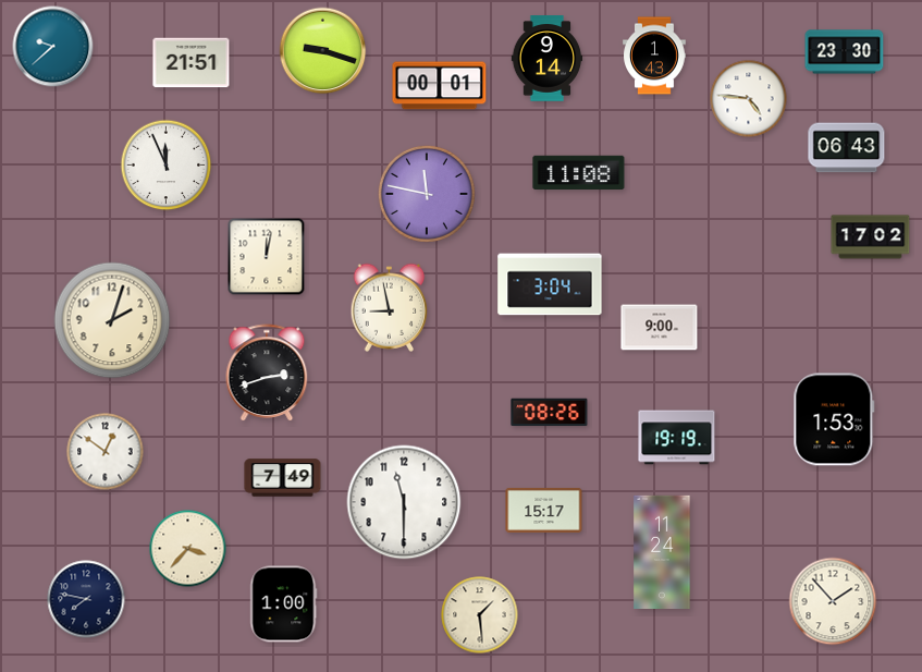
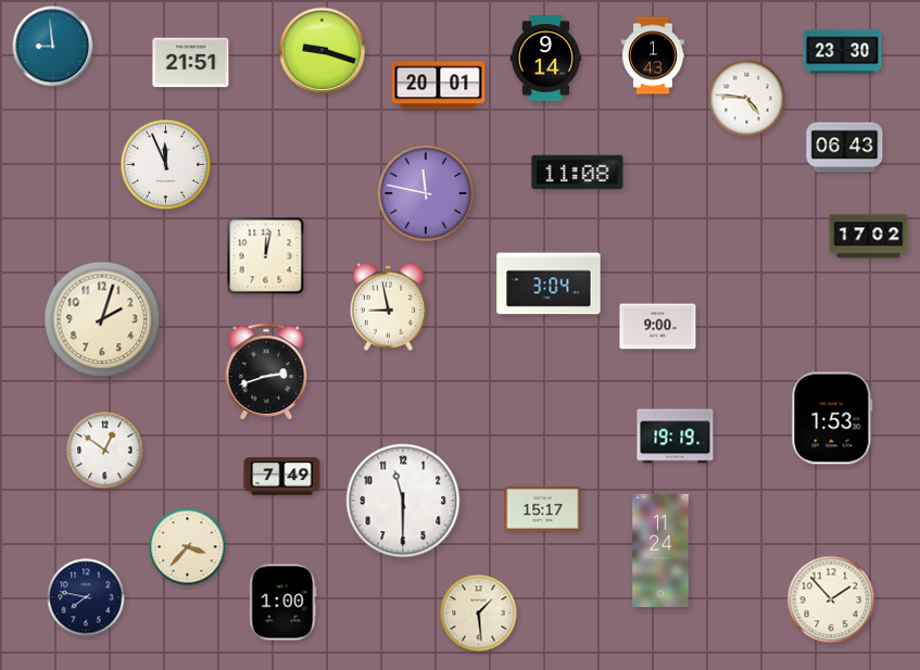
clock at (53, 47): 9:38 -> 8:59
clock at (440, 86): 00:01 -> 20:01
clock at (112, 320) position: (112, 320) -> (102, 319)
clock at (550, 413): 08:26 -> none
